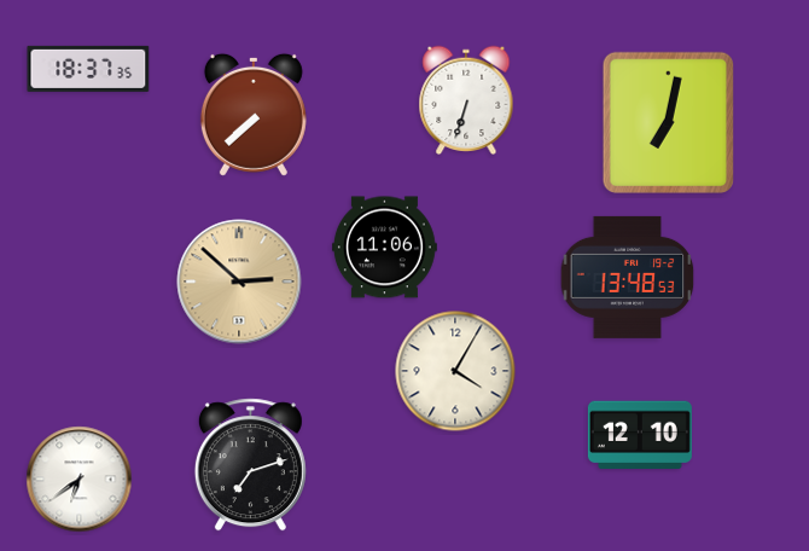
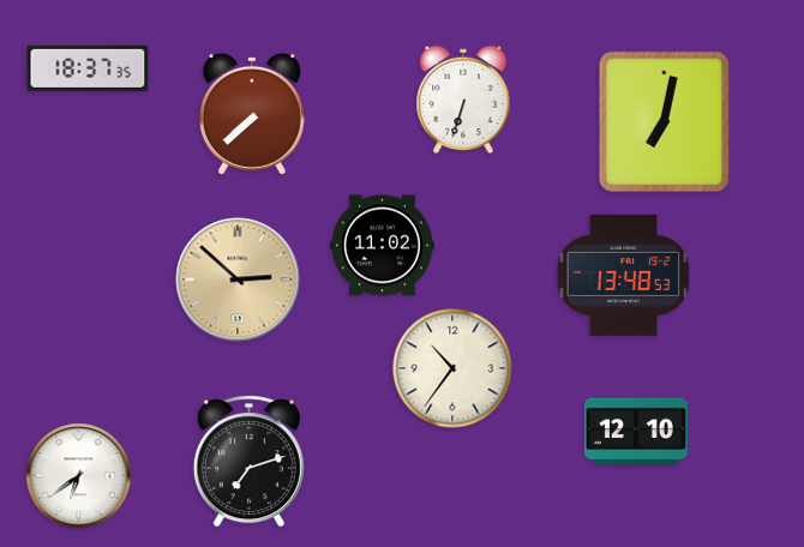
clock at (384, 248): 11:06 -> 11:02
clock at (455, 371): 4:05 -> 10:36
